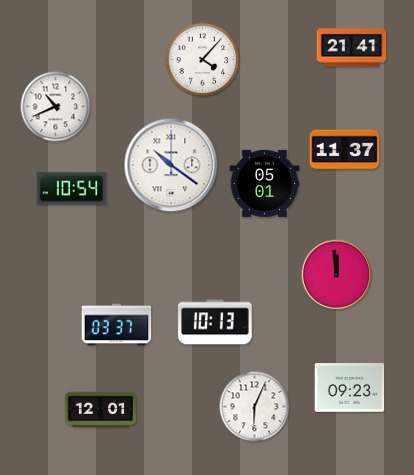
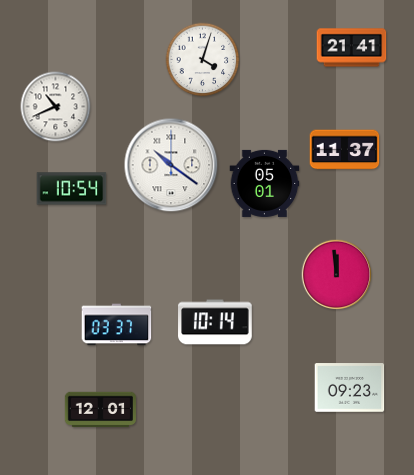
clock at (203, 60): 4:07 -> 4:03
clock at (215, 322): 10:13 -> 10:14
clock at (255, 407): 6:04 -> none
